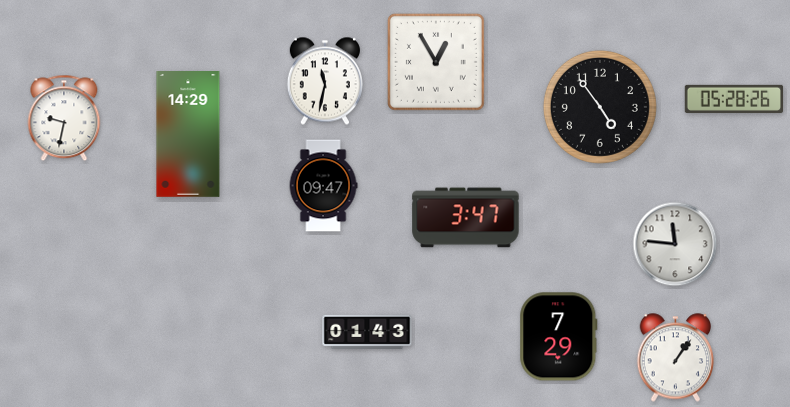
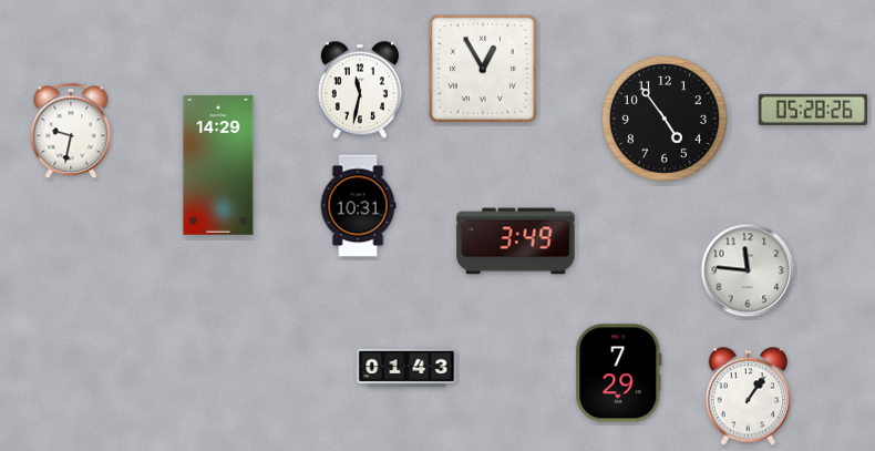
clock at (188, 135) position: (188, 135) -> (218, 166)
clock at (323, 186): 09:47 -> 10:31
clock at (466, 218): 3:47 -> 3:49
